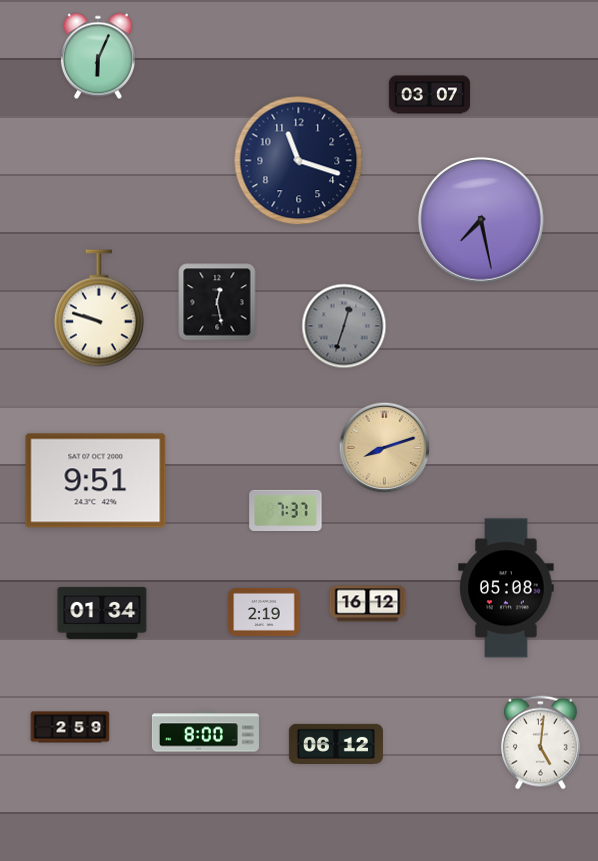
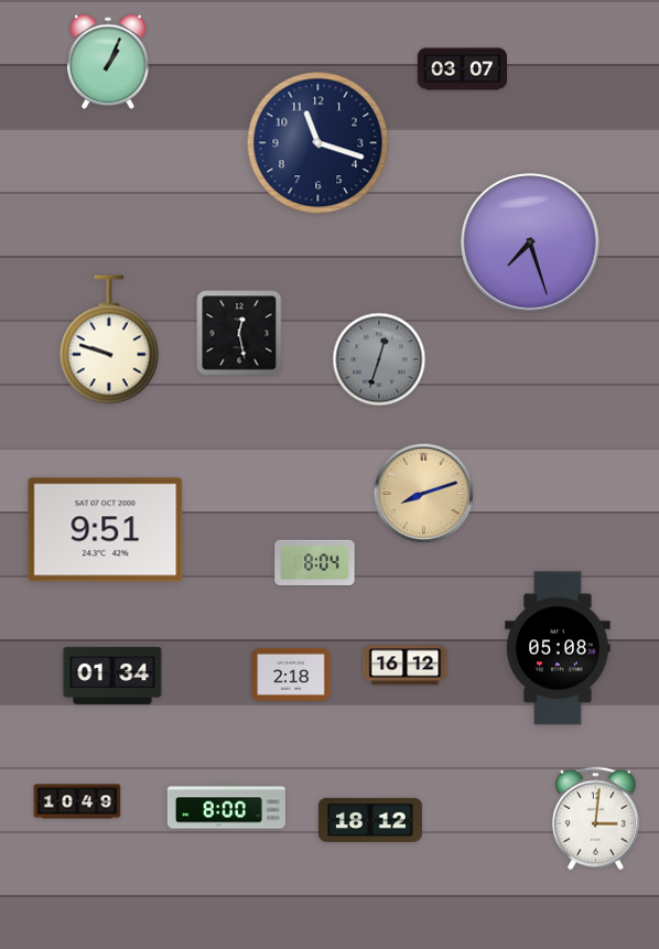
clock at (98, 56): 6:04 -> 1:04
clock at (429, 95) position: (429, 95) -> (462, 69)
clock at (299, 161) position: (299, 161) -> (318, 143)
clock at (481, 220): 7:28 -> 7:27
clock at (286, 510): 7:37 -> 8:04
clock at (264, 612): 2:19 -> 2:18
clock at (70, 727): 2:59 -> 10:49
clock at (540, 743): 5:01 -> 3:01
clock at (336, 744): 06:12 -> 18:12
